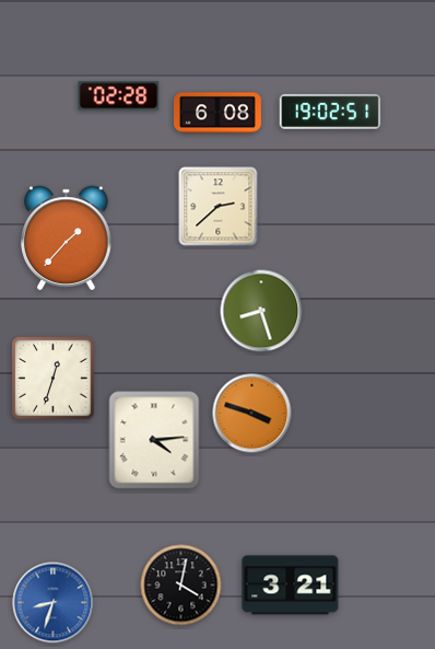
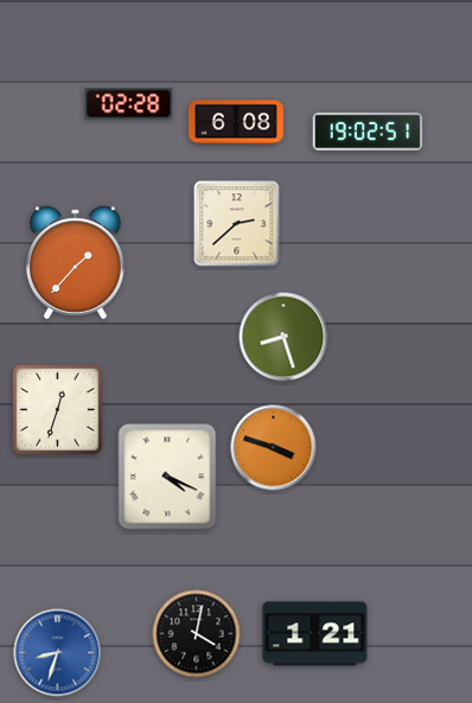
clock at (330, 112) position: (330, 112) -> (368, 132)
clock at (67, 239) position: (67, 239) -> (76, 263)
clock at (154, 440): 4:14 -> 4:19
clock at (291, 586): 3:21 -> 1:21
